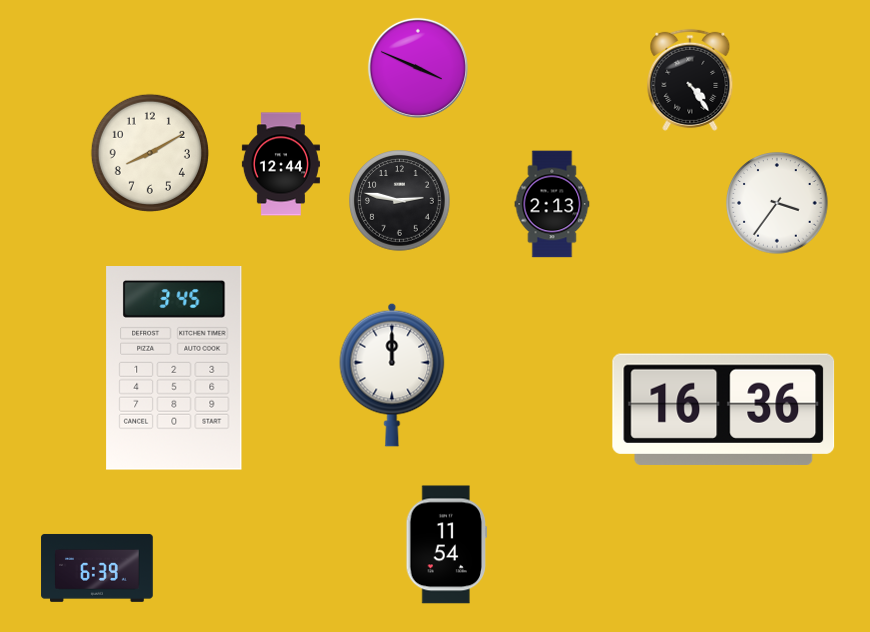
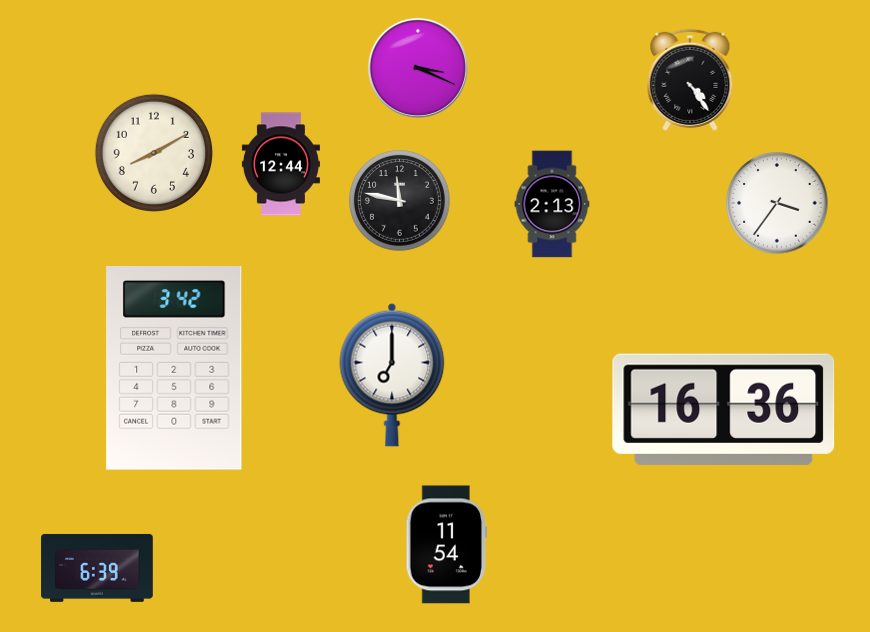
clock at (418, 68): 3:49 -> 3:19
clock at (150, 153) position: (150, 153) -> (154, 153)
clock at (400, 201): 2:47 -> 11:47
clock at (174, 369): 3:45 -> 3:42
clock at (392, 375): 12:00 -> 7:00
